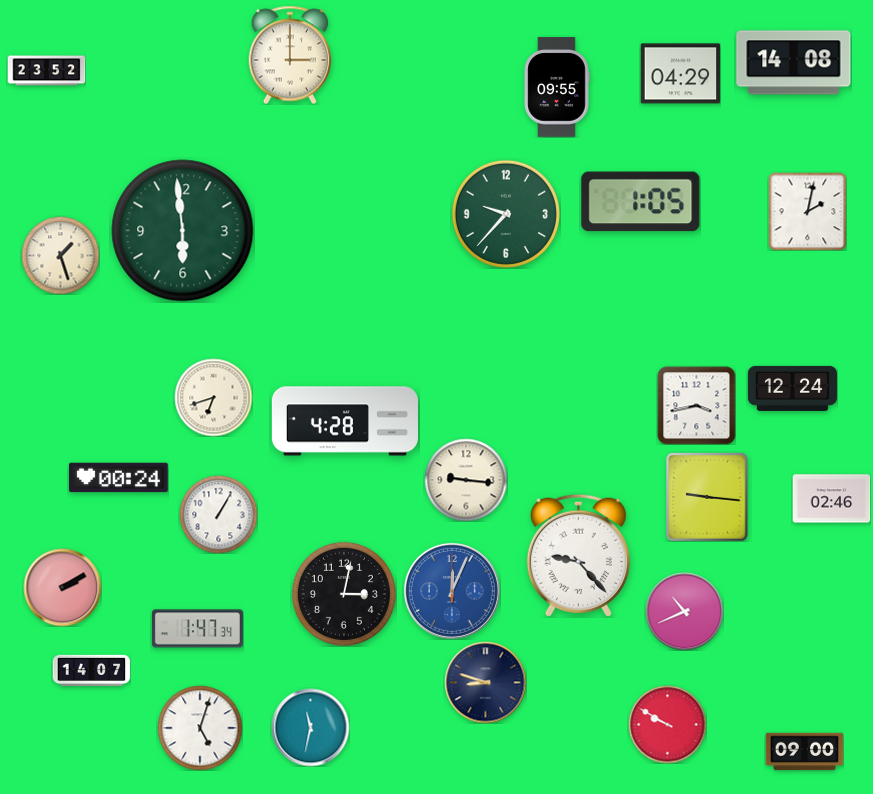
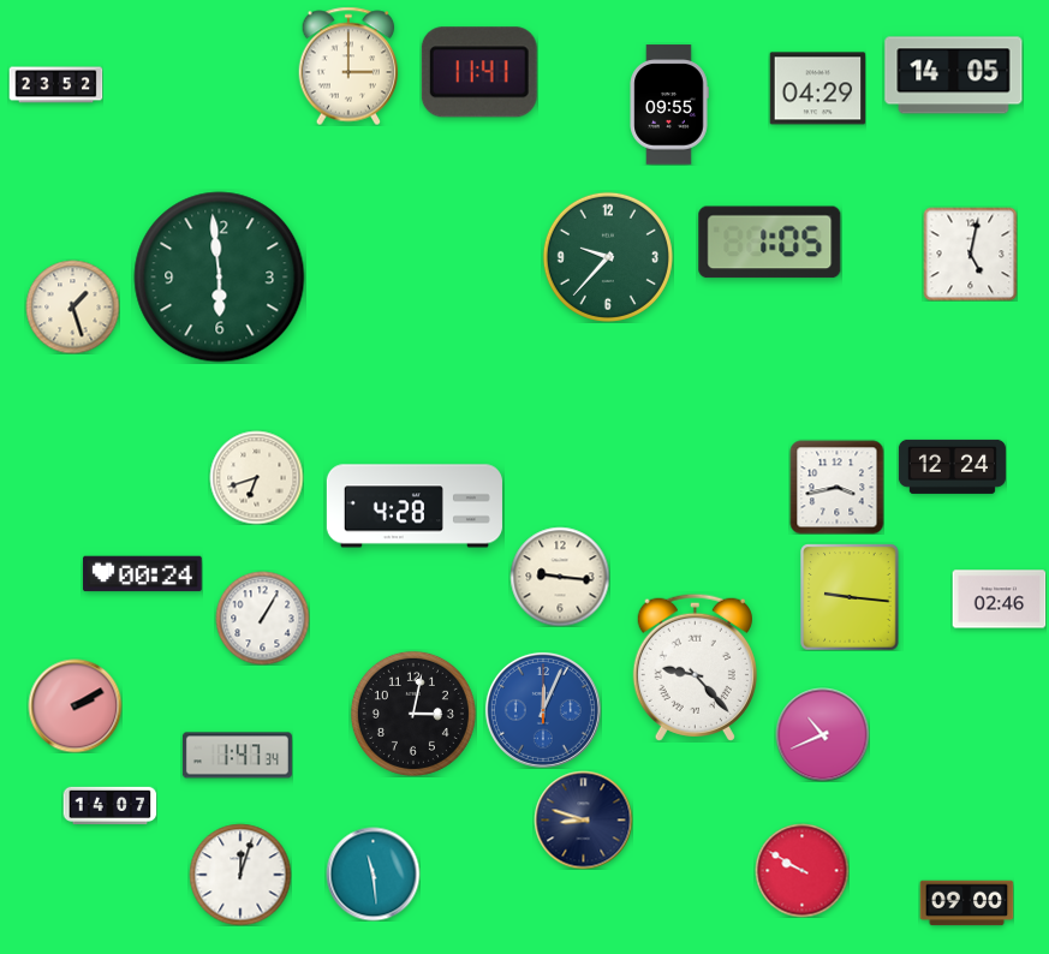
clock at (479, 72): none -> 11:41
clock at (794, 63): 14:08 -> 14:05
clock at (807, 211): 2:02 -> 5:02
clock at (310, 727): 11:32 -> 11:29
clock at (200, 728): 5:03 -> 12:03
